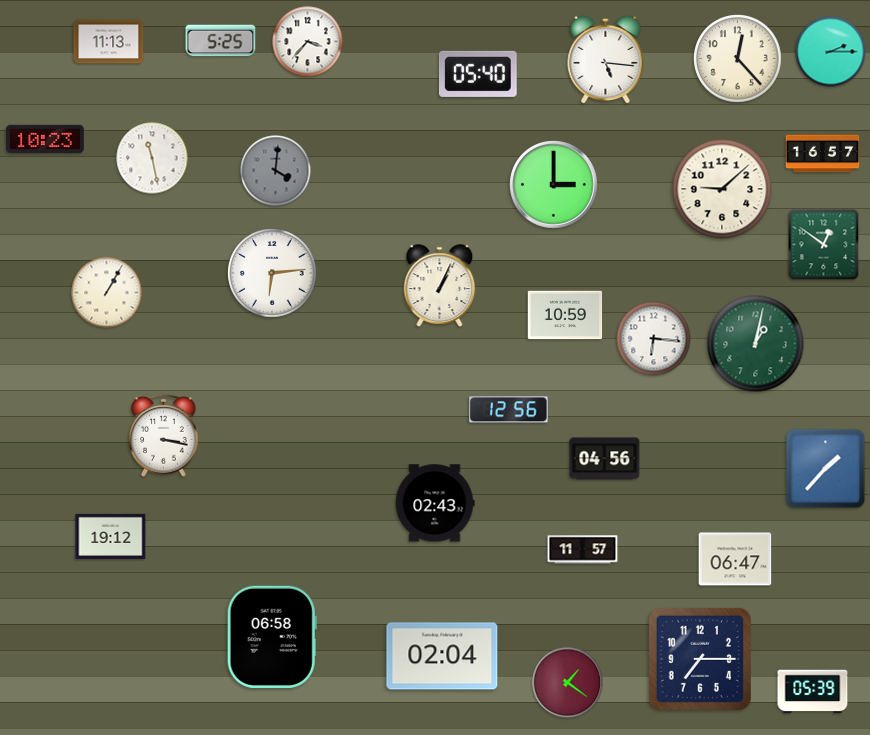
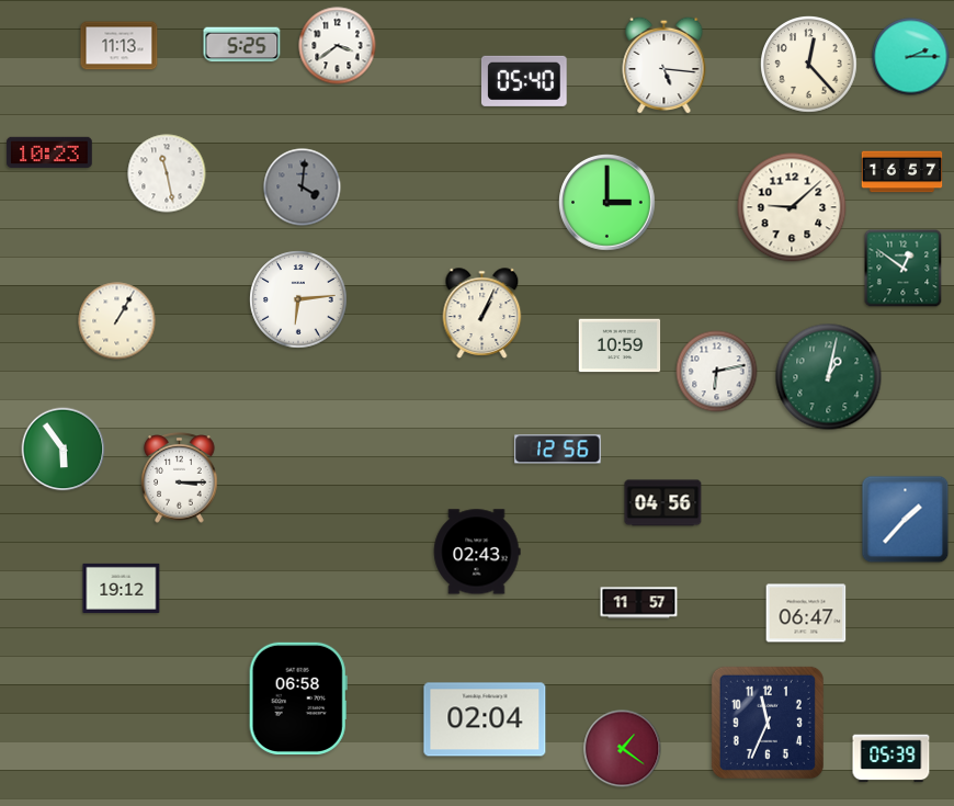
clock at (308, 42): 3:37 -> 3:39
clock at (823, 154) position: (823, 154) -> (902, 172)
clock at (654, 339): 6:16 -> 6:13
clock at (64, 450): none -> 5:54
clock at (164, 436): 3:17 -> 3:15
clock at (826, 469) position: (826, 469) -> (906, 520)
clock at (700, 659): 7:15 -> 11:34
